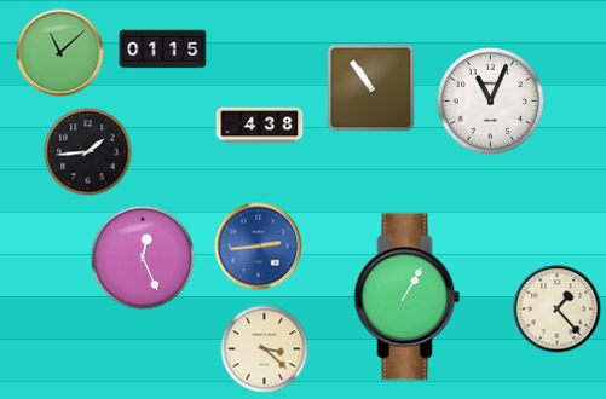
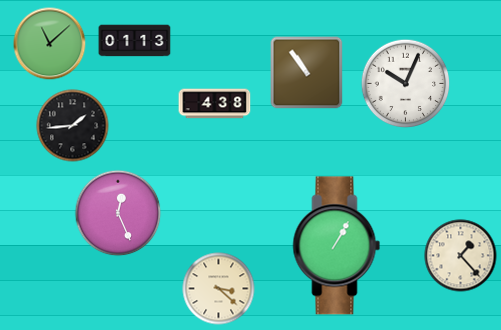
clock at (163, 50): 01:15 -> 01:13
clock at (491, 102): 11:04 -> 10:04
clock at (259, 247): 2:44 -> none
